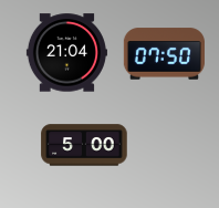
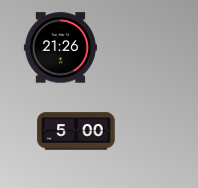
clock at (66, 53): 21:04 -> 21:26
clock at (164, 54): 07:50 -> none
